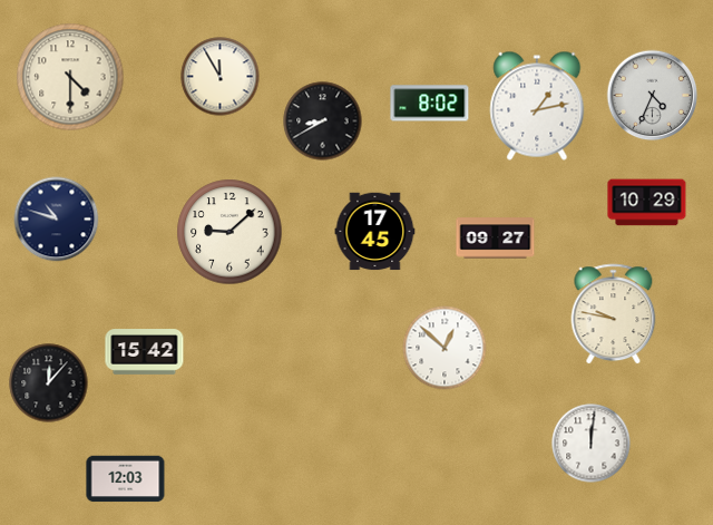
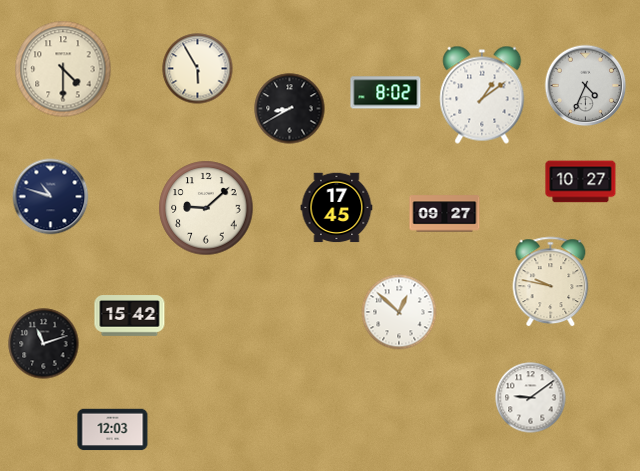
clock at (221, 77): 11:55 -> 5:55
clock at (537, 106): 1:13 -> 1:09
clock at (647, 203): 10:29 -> 10:27
clock at (49, 383): 12:07 -> 11:12
clock at (592, 444): 12:01 -> 9:09
